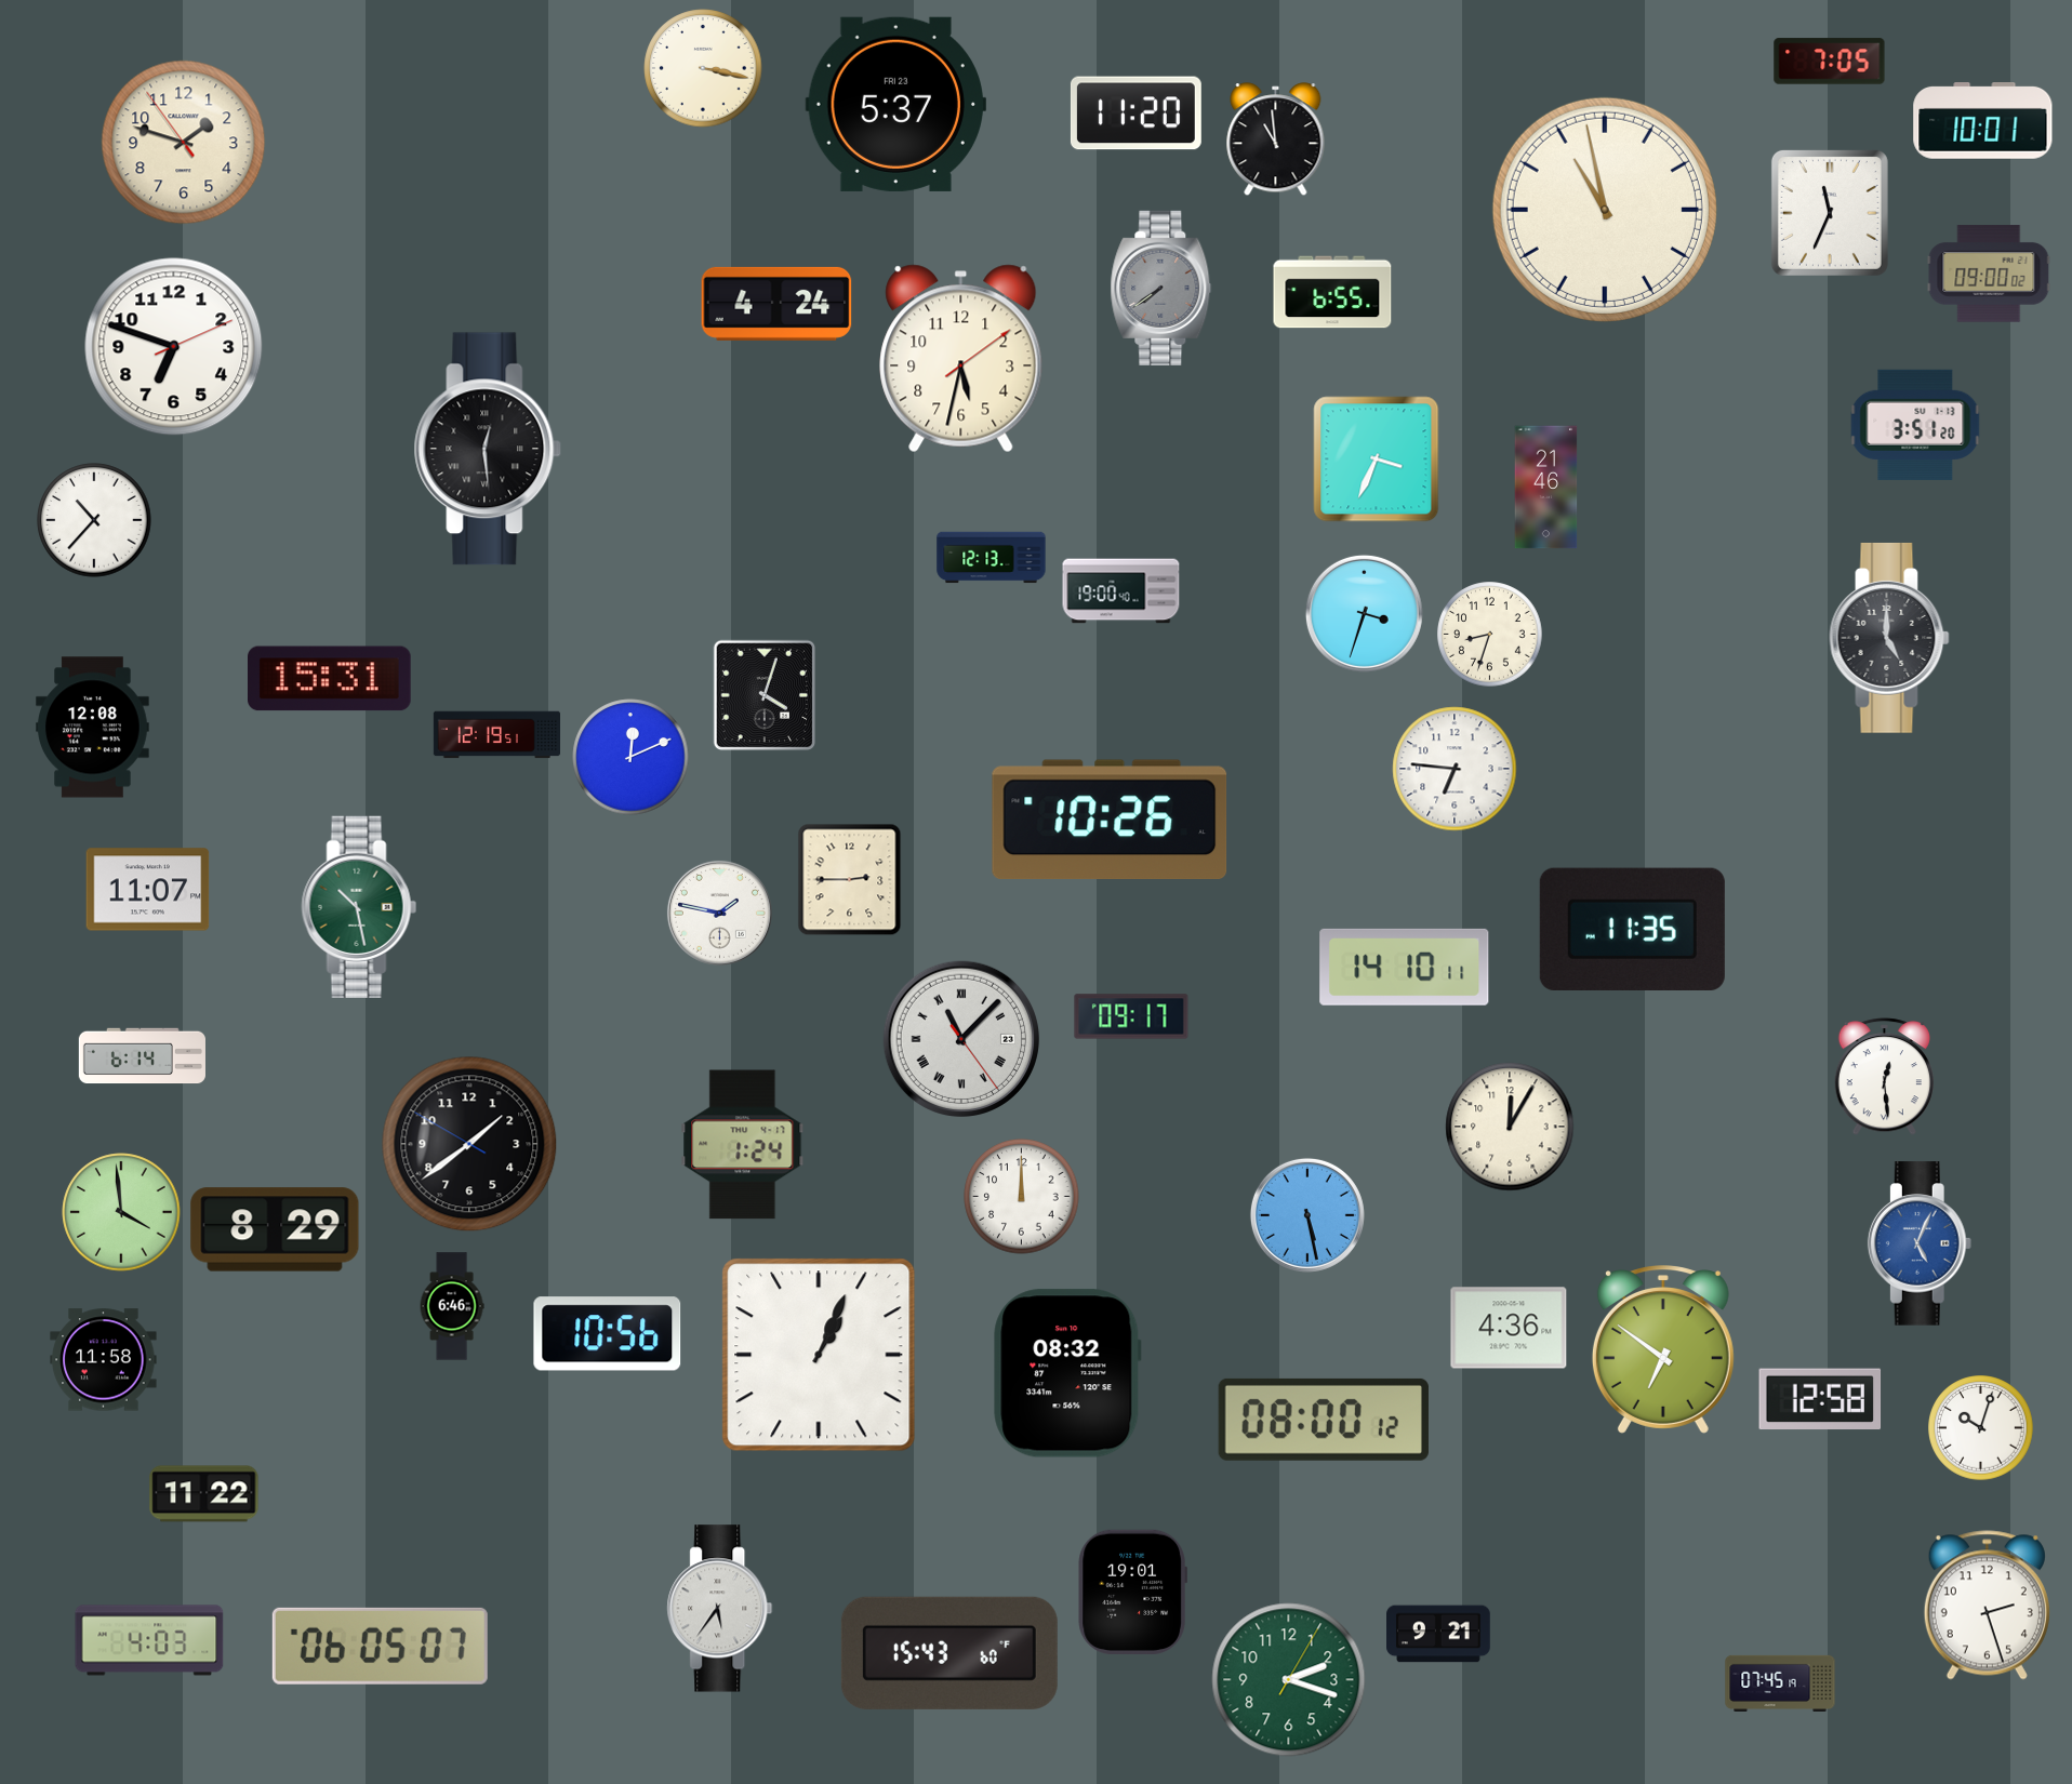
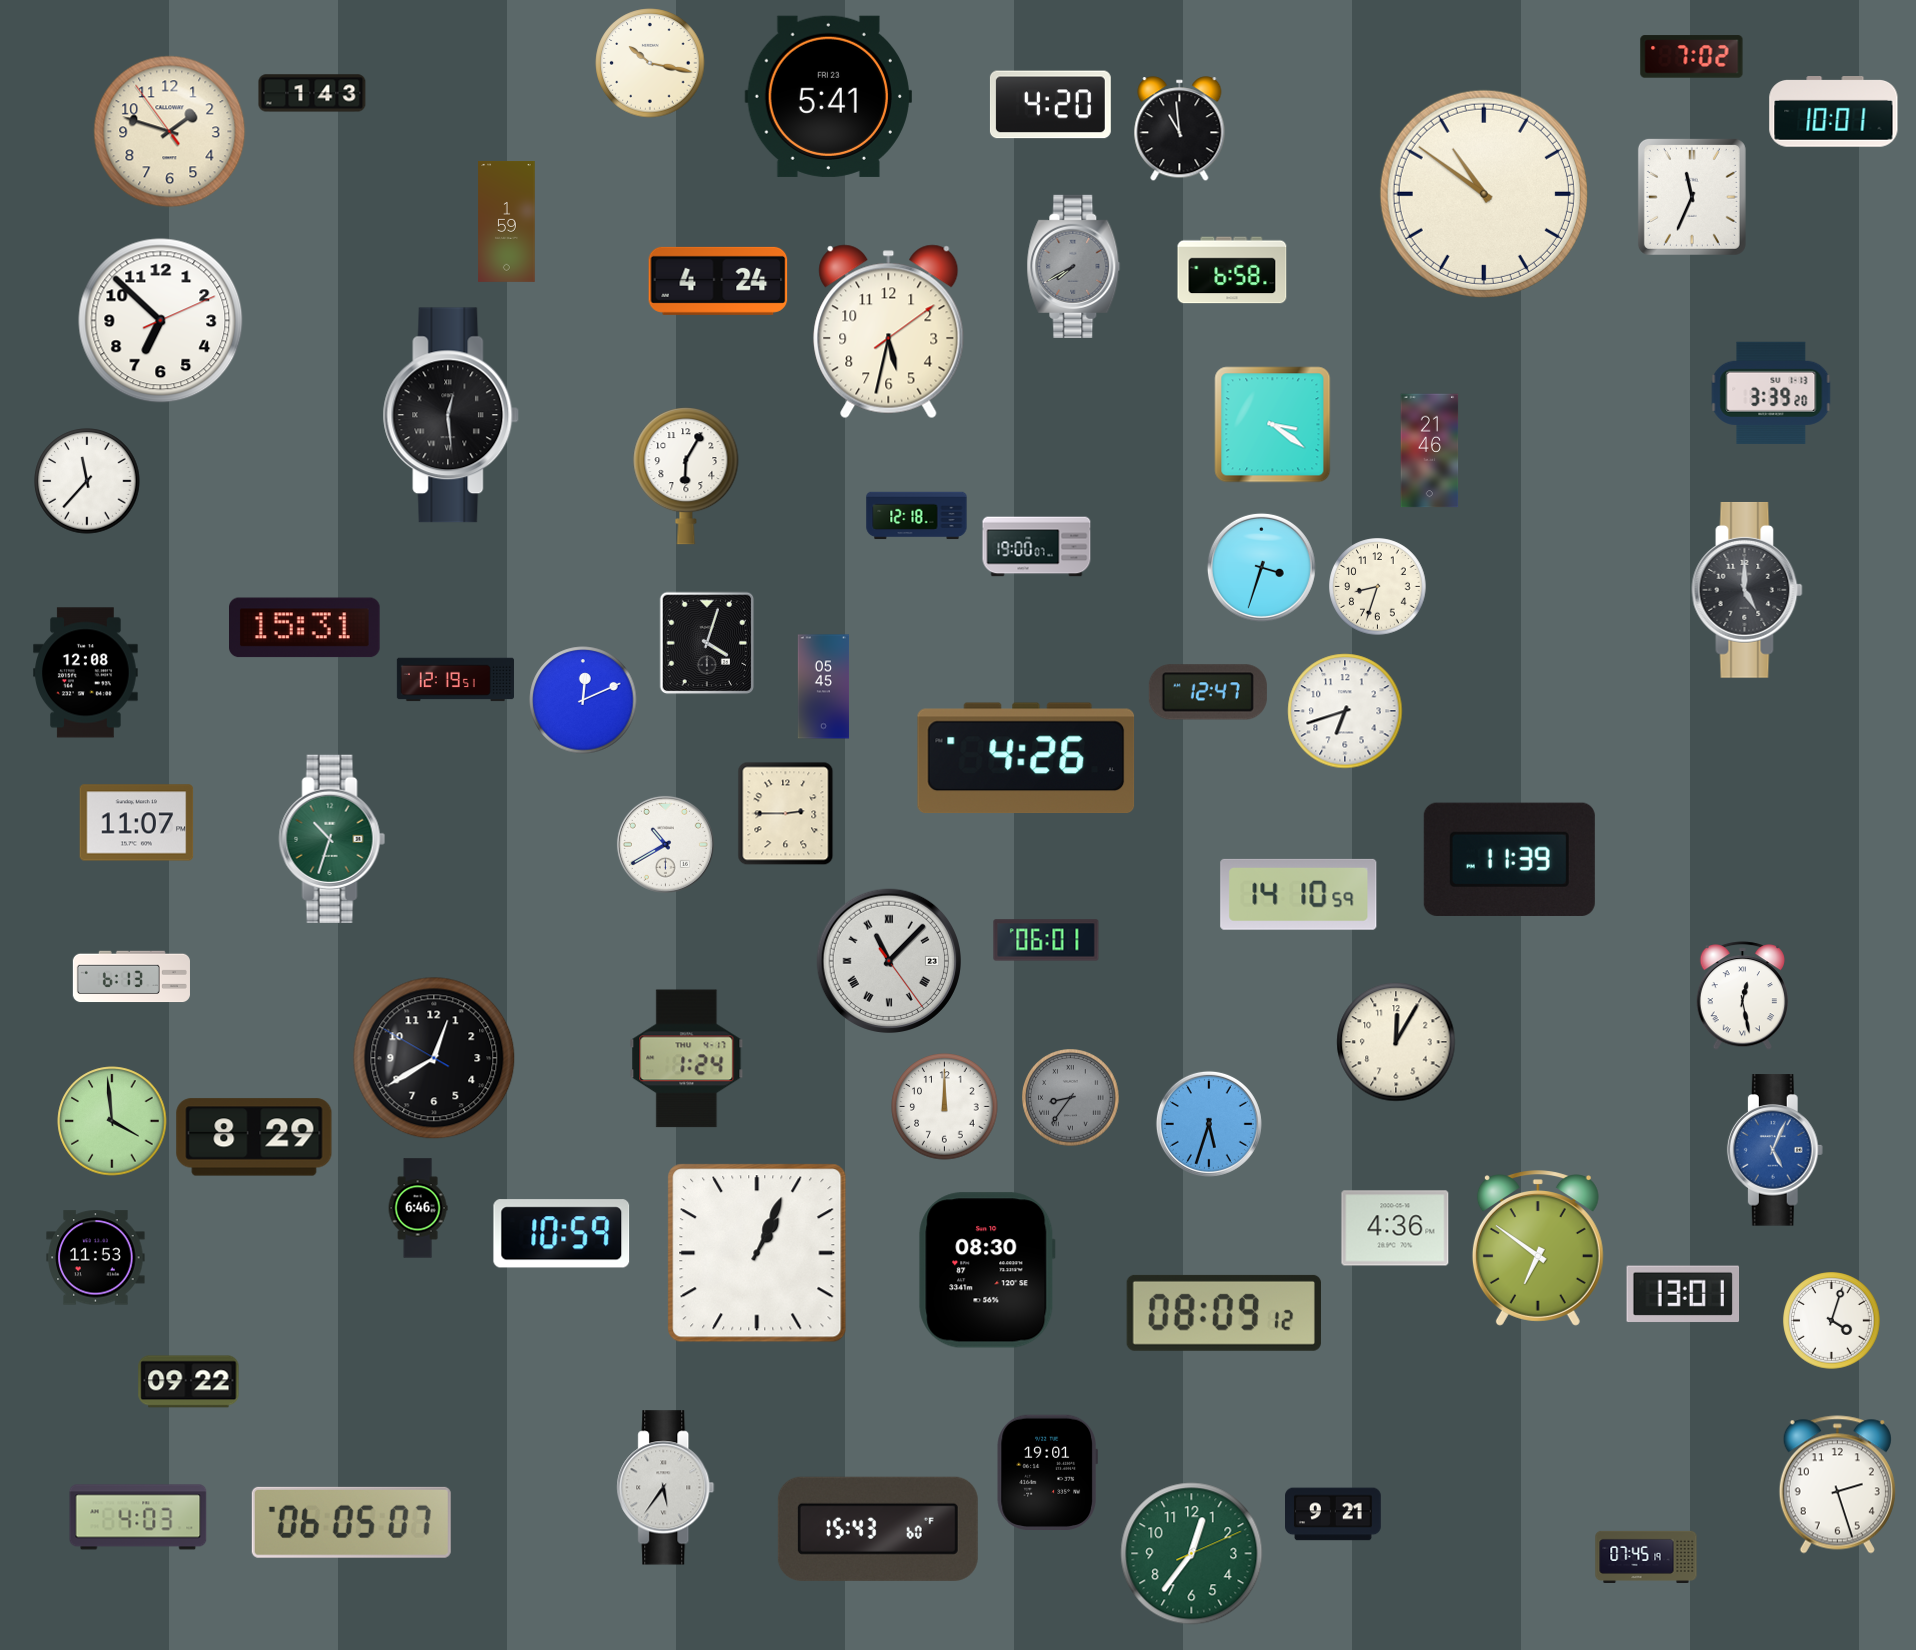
clock at (1830, 62): 7:05 -> 7:02
clock at (703, 68): 3:17 -> 10:17
clock at (312, 93): none -> 1:43
clock at (895, 104): 5:37 -> 5:41
clock at (1135, 114): 11:20 -> 4:20
clock at (1605, 210): 10:58 -> 10:51
clock at (507, 221): none -> 1:59
clock at (1989, 274): 09:00 -> none
clock at (1161, 288): 7:39 -> 7:40
clock at (1332, 292): 6:55 -> 6:58
clock at (174, 347): 6:48 -> 6:52
clock at (1915, 425): 3:51 -> 3:39
clock at (1377, 460): 3:34 -> 3:21
clock at (686, 476): none -> 6:05
clock at (94, 520): 10:37 -> 11:37
clock at (992, 558): 12:13 -> 12:18
clock at (1121, 591): 19:00:40 -> 19:00:07
clock at (496, 735) position: (496, 735) -> (455, 680)
clock at (824, 687): none -> 05:45
clock at (1208, 692): none -> 12:47
clock at (1455, 769): 6:46 -> 6:42
clock at (1110, 818): 10:26 -> 4:26
clock at (359, 907): 10:28 -> 10:33
clock at (719, 913): 1:47 -> 10:40
clock at (1632, 929): 11:35 -> 11:39
clock at (1405, 967): 14:10:11 -> 14:10:59
clock at (1131, 1016): 09:17 -> 06:01
clock at (142, 1056): 6:14 -> 6:13
clock at (1884, 1077): 12:29 -> 12:28
clock at (469, 1144): 1:38 -> 12:39
clock at (1071, 1098): none -> 8:36
clock at (1307, 1215): 5:28 -> 5:33
clock at (608, 1334): 10:56 -> 10:59
clock at (104, 1360): 11:58 -> 11:53
clock at (1067, 1373): 08:32 -> 08:30
clock at (1820, 1399): 12:58 -> 13:01
clock at (1324, 1420): 08:00 -> 08:09
clock at (1981, 1428): 10:03 -> 4:03
clock at (204, 1494): 11:22 -> 09:22
clock at (1438, 1634) position: (1438, 1634) -> (1333, 1514)
clock at (1289, 1680): 2:18 -> 12:36
